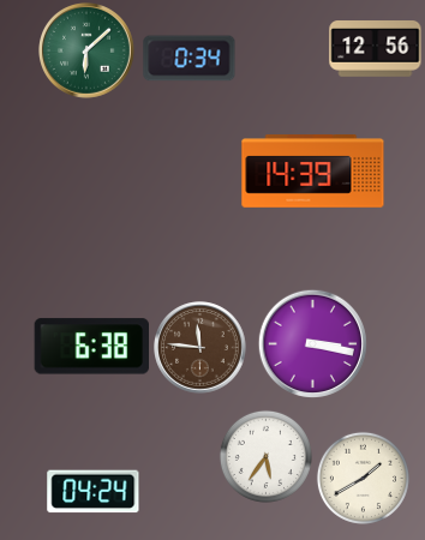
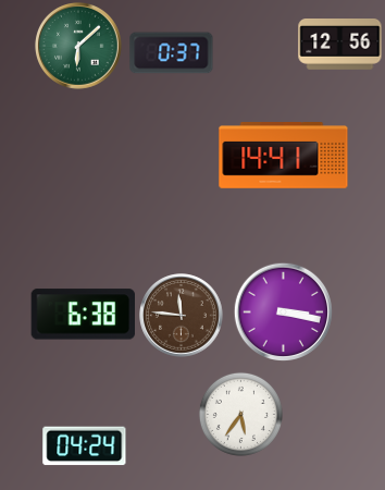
clock at (190, 59): 0:34 -> 0:37
clock at (313, 172): 14:39 -> 14:41
clock at (363, 478): 1:40 -> none
